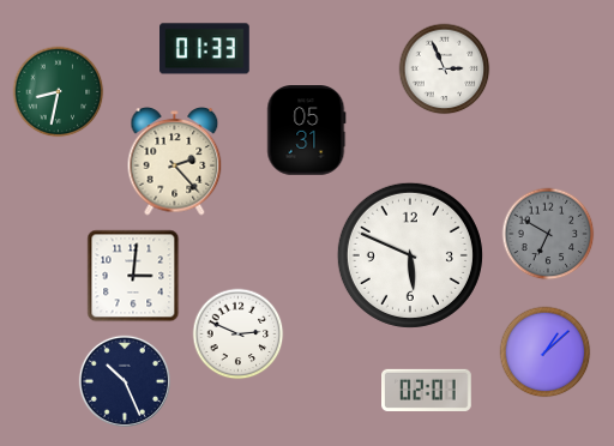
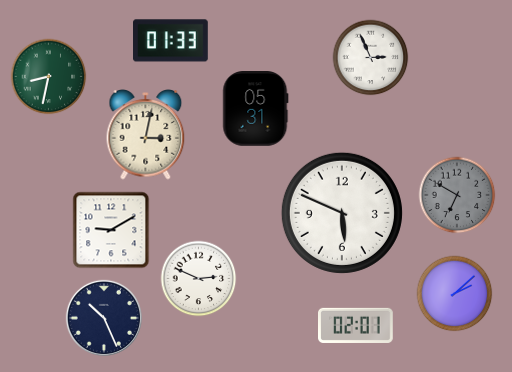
clock at (175, 162): 2:23 -> 3:02
clock at (133, 276): 3:01 -> 9:10
clock at (546, 352): 1:08 -> 2:08
